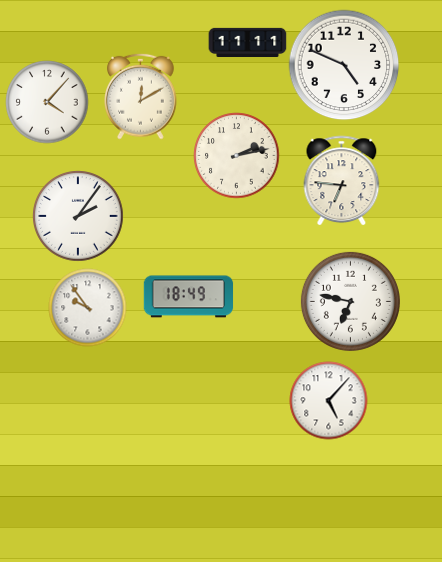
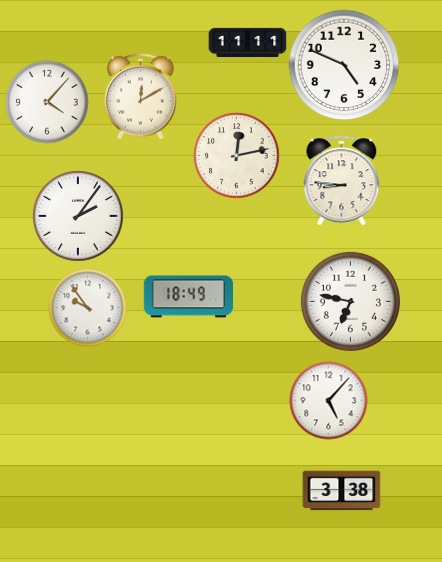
clock at (236, 155): 2:13 -> 12:13
clock at (342, 180): 6:46 -> 8:46
clock at (341, 491): none -> 3:38
